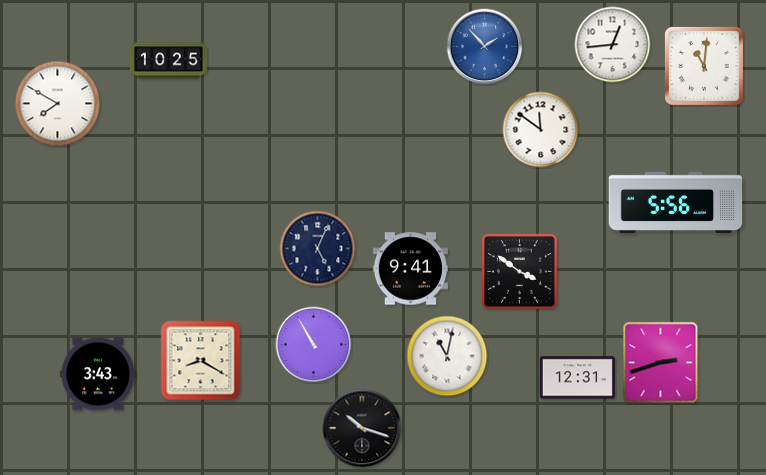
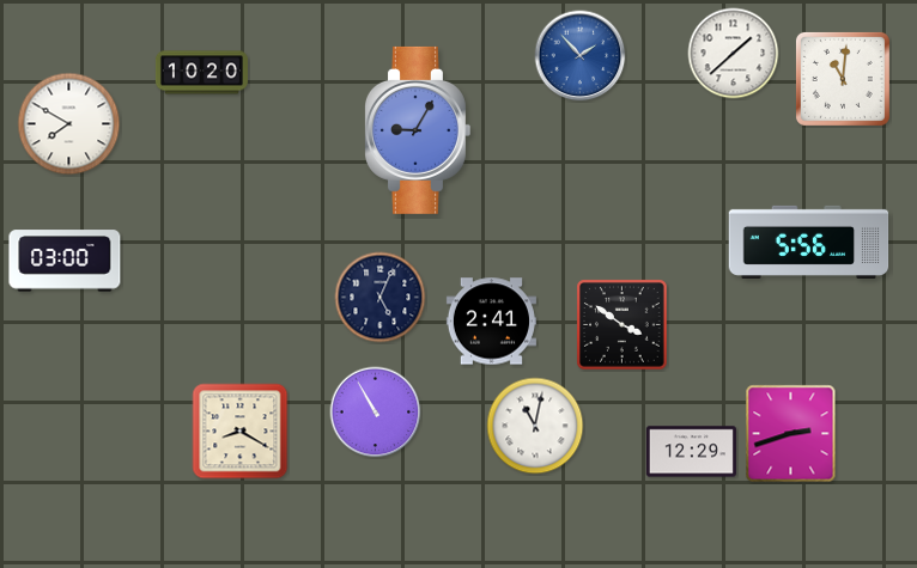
clock at (613, 45): 12:44 -> 1:38
clock at (168, 61): 10:25 -> 10:20
clock at (418, 130): none -> 9:05
clock at (541, 130): 11:51 -> none
clock at (65, 261): none -> 03:00
clock at (410, 269): 9:41 -> 2:41
clock at (98, 374): 3:43 -> none
clock at (577, 378): 12:31 -> 12:29
clock at (362, 428): 10:18 -> none
